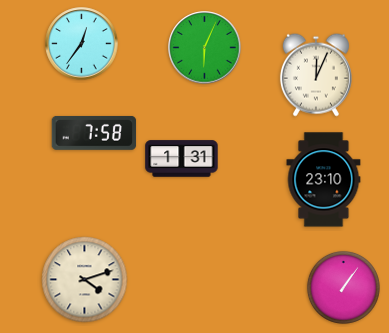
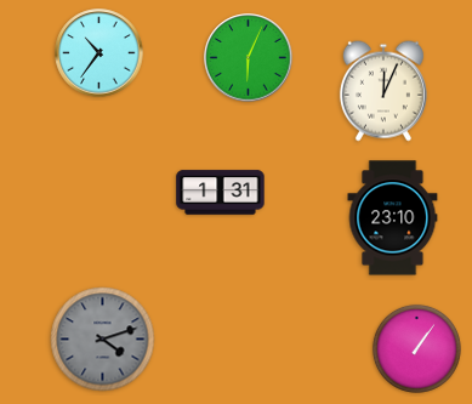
clock at (82, 44): 12:36 -> 10:36
clock at (94, 133): 7:58 -> none
clock at (85, 280) dial: cream -> grey
